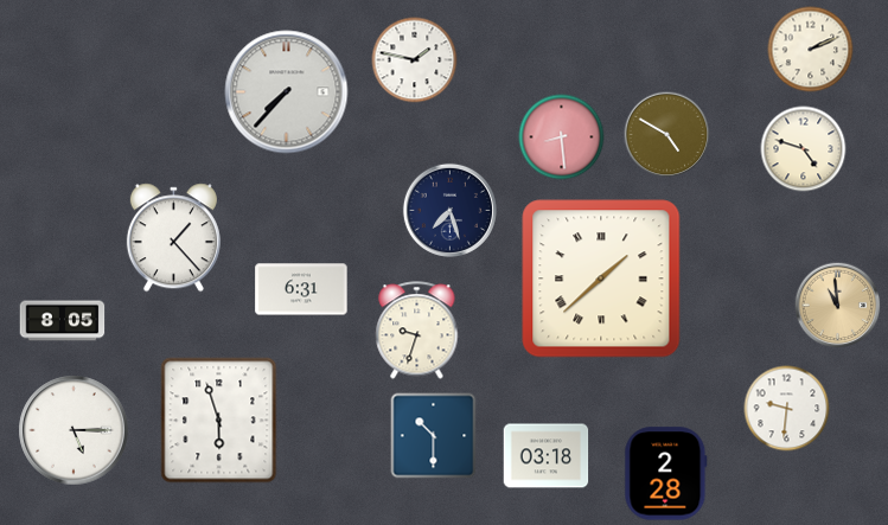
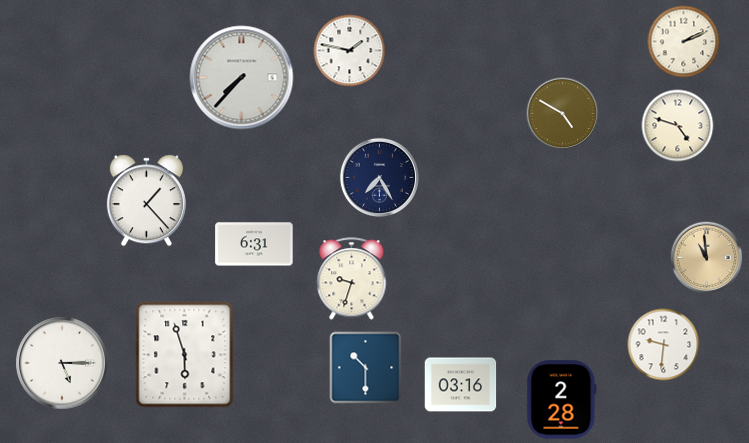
clock at (562, 137): 8:29 -> none
clock at (449, 210): 7:27 -> 7:25
clock at (601, 278): 1:38 -> none
clock at (63, 321): 8:05 -> none
clock at (547, 456): 03:18 -> 03:16
